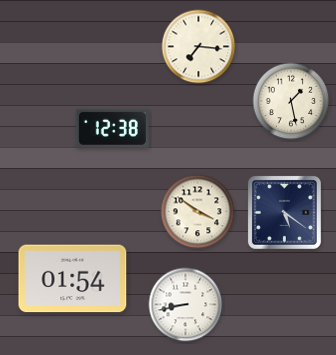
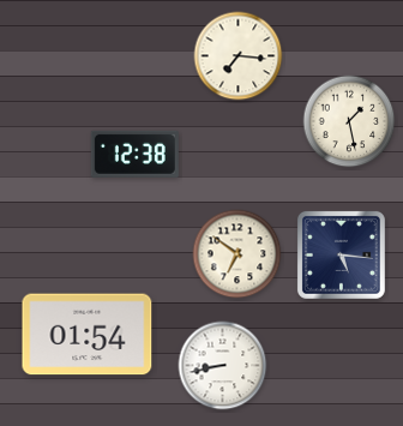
clock at (198, 212): 3:51 -> 6:51
clock at (284, 212): 5:21 -> 5:16
